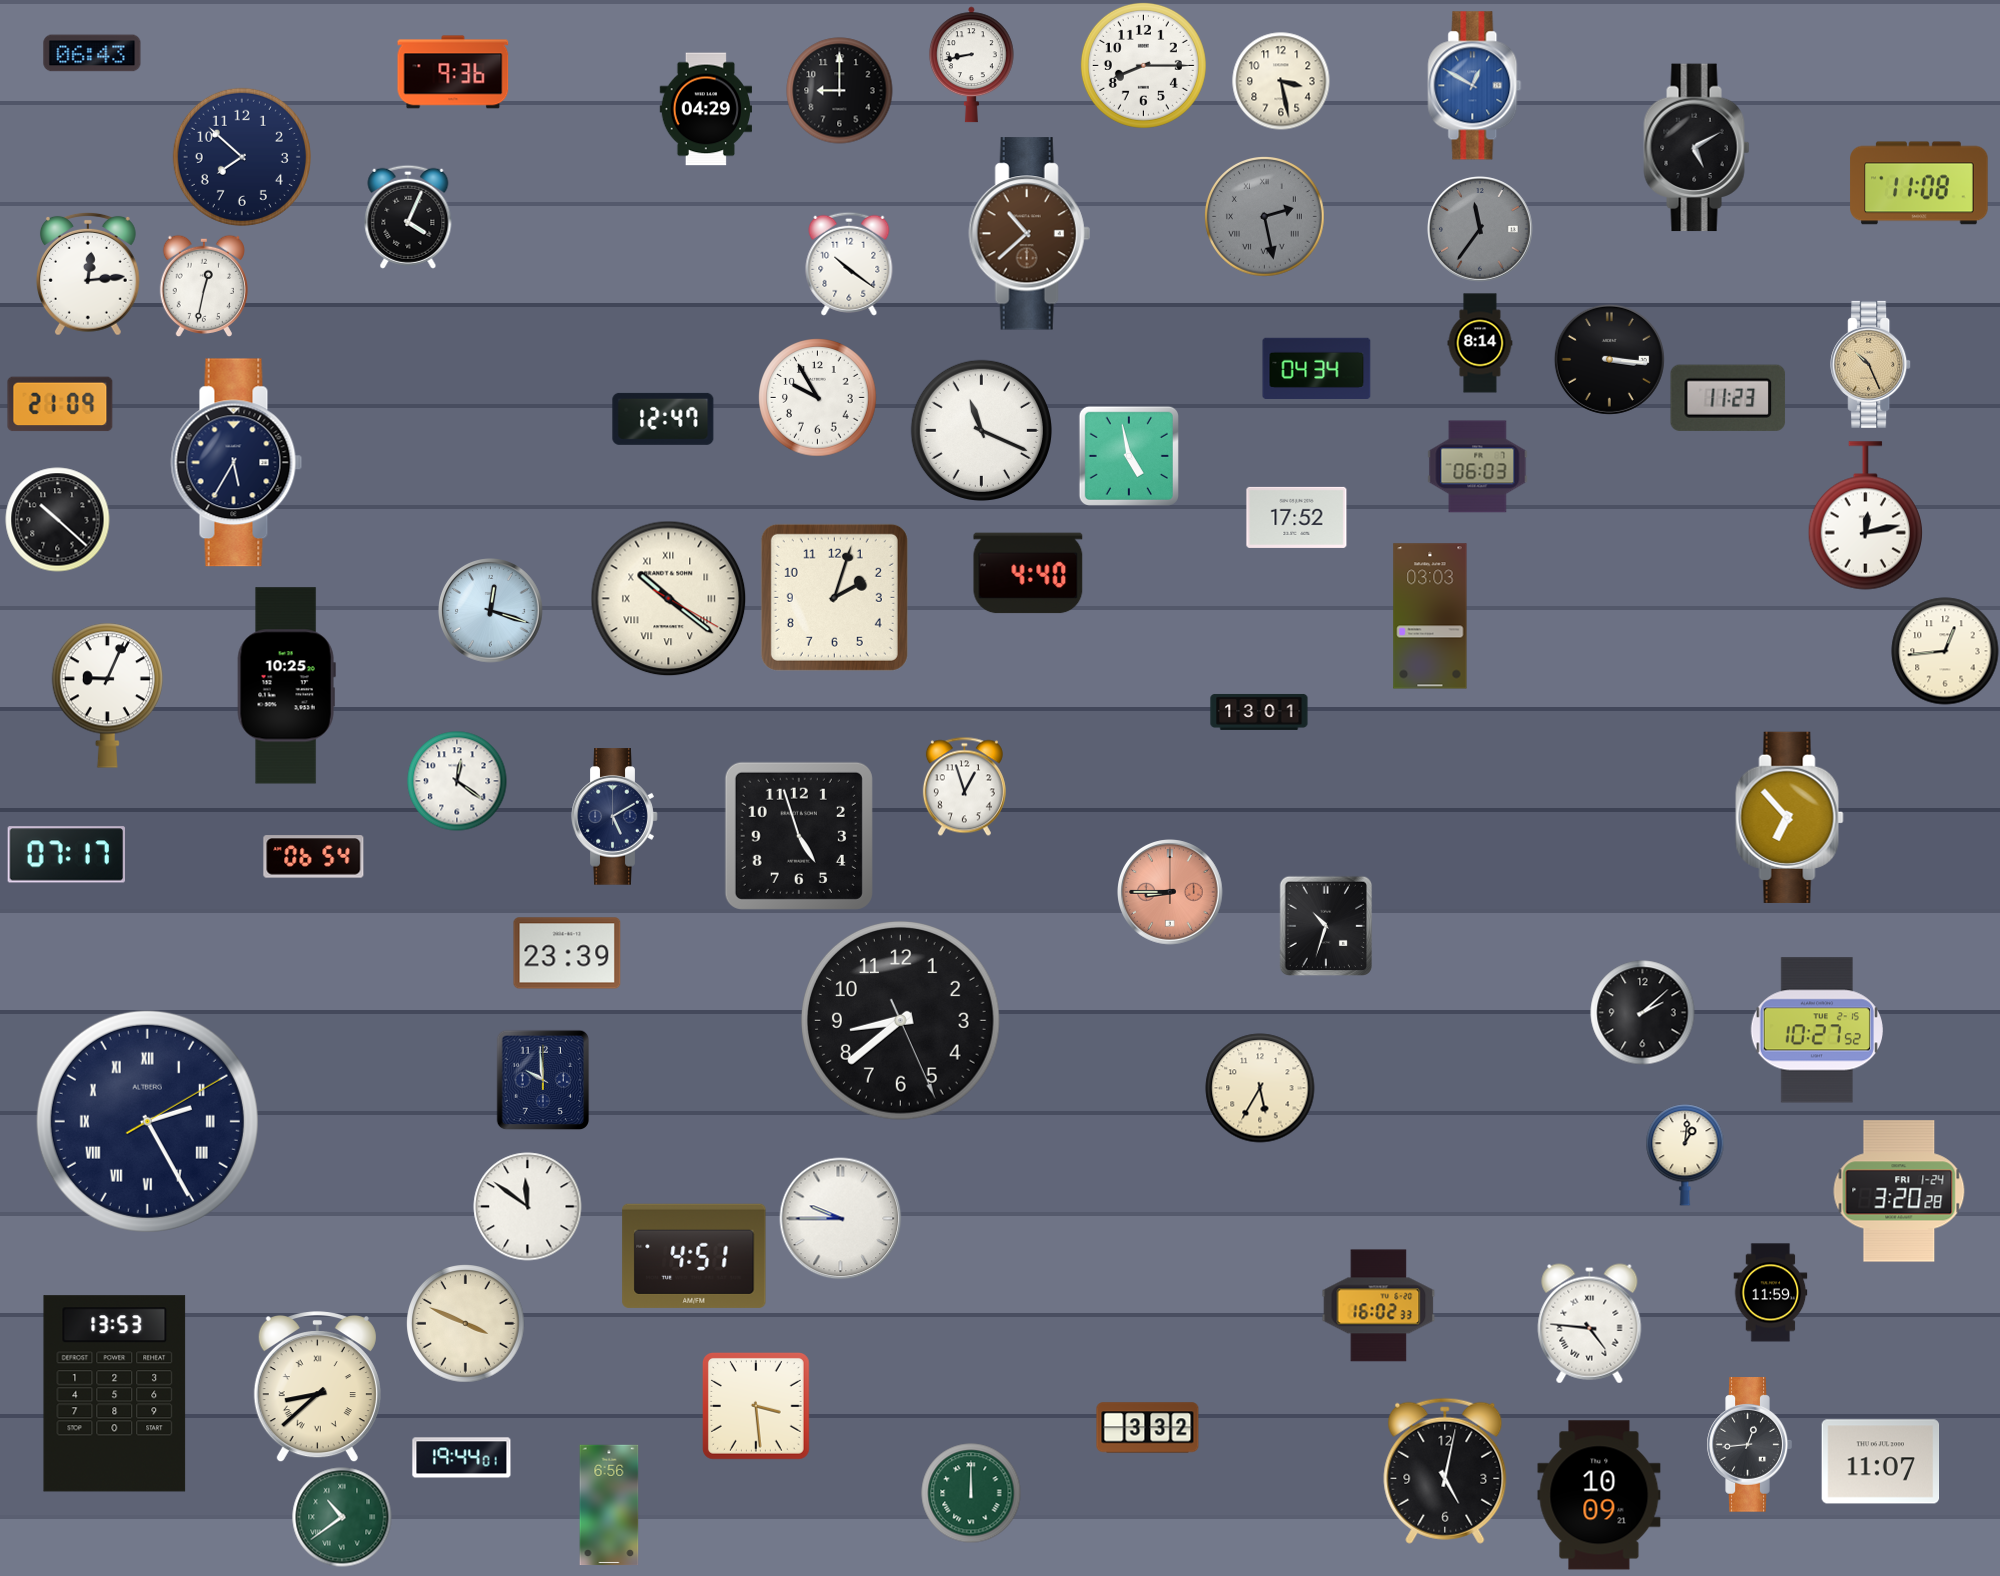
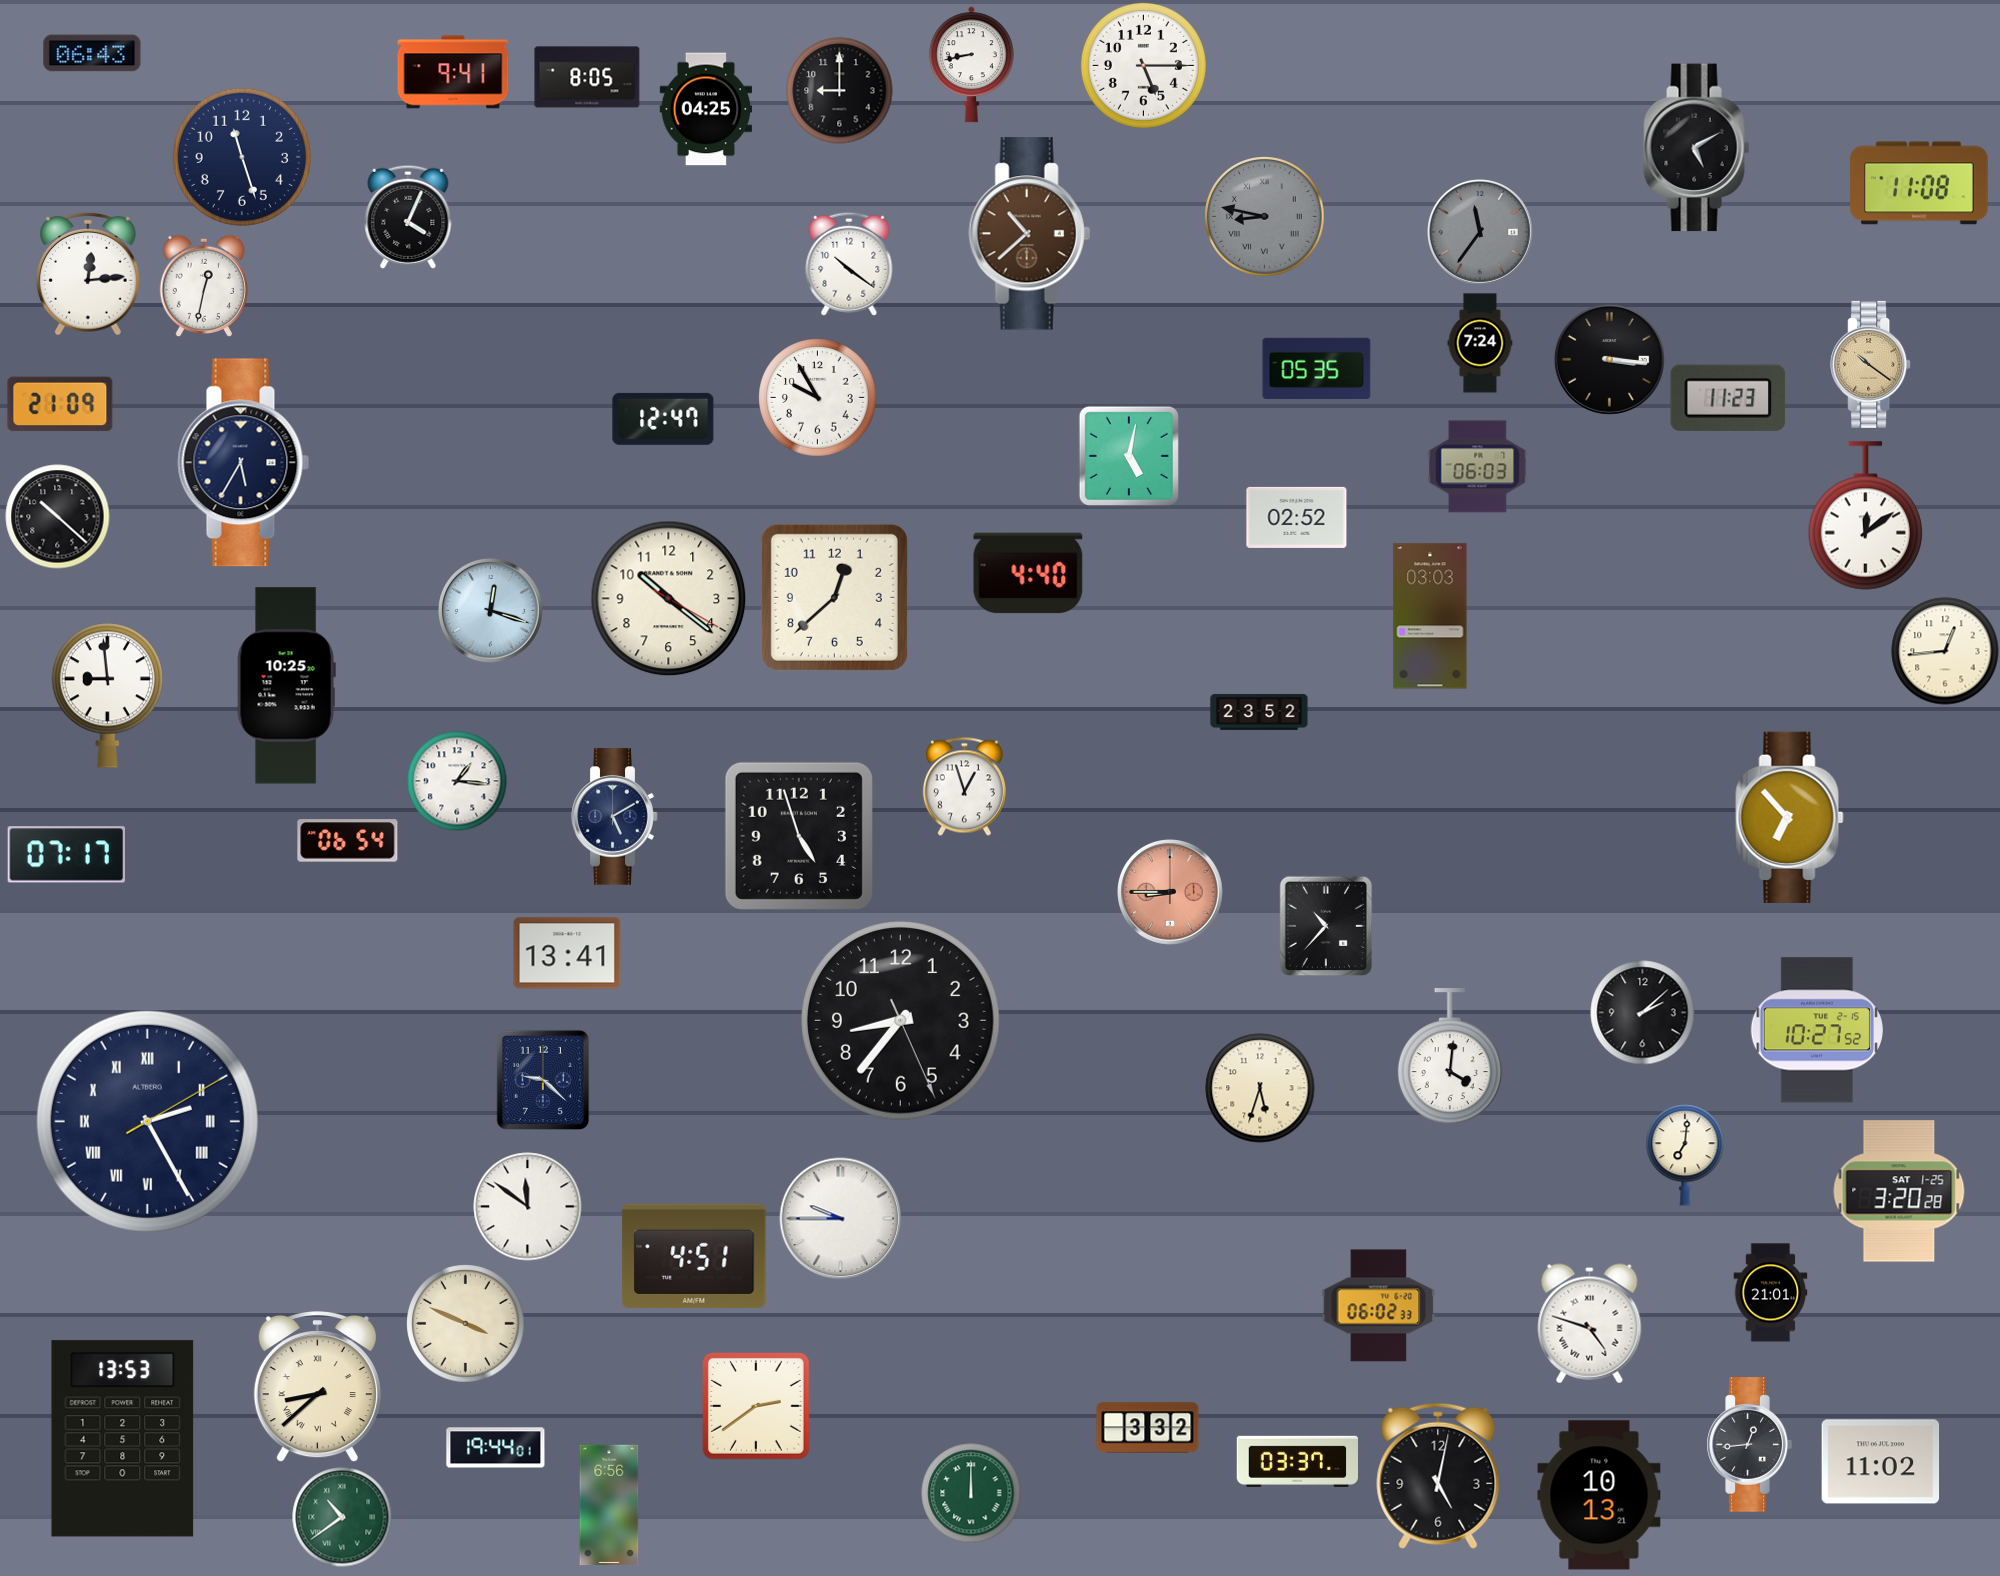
clock at (1143, 65): 8:15 -> 5:15
clock at (453, 72): 9:36 -> 9:41
clock at (587, 77): none -> 8:05
clock at (1281, 81): 3:28 -> none
clock at (1475, 86): 12:50 -> none
clock at (705, 109): 04:29 -> 04:25
clock at (242, 157): 7:52 -> 11:27
clock at (1265, 217): 2:28 -> 8:47
clock at (1481, 230) position: (1481, 230) -> (1481, 233)
clock at (1480, 343): 8:14 -> 7:24
clock at (1871, 364): 10:26 -> 10:21
clock at (1317, 368): 04:34 -> 05:35
clock at (981, 430): 11:19 -> none
clock at (1129, 456): 4:58 -> 5:02
clock at (237, 463) position: (237, 463) -> (244, 463)
clock at (1865, 516): 12:13 -> 12:09
clock at (1297, 517): 17:52 -> 02:52
clock at (58, 520) position: (58, 520) -> (58, 517)
clock at (834, 597): 2:03 -> 12:38
clock at (669, 599) numerals: Roman -> Arabic
clock at (107, 695): 9:04 -> 8:59
clock at (1259, 712): 13:01 -> 23:52
clock at (457, 781): 12:21 -> 1:16
clock at (314, 857) position: (314, 857) -> (348, 841)
clock at (1326, 926): 10:33 -> 10:37
clock at (567, 953): 23:39 -> 13:41
clock at (901, 1021): 8:38 -> 8:36
clock at (1450, 1057): none -> 4:01
clock at (543, 1080): 9:59 -> 9:22
clock at (1260, 1088): 5:35 -> 5:33
clock at (1685, 1155): 1:01 -> 7:01
clock at (1899, 1191) date: FRI 1-24 -> SAT 1-25
clock at (1771, 1293): 11:59 -> 21:01
clock at (1379, 1306): 16:02 -> 06:02
clock at (1590, 1324): 4:46 -> 4:48
clock at (115, 1394) position: (115, 1394) -> (123, 1439)
clock at (757, 1407): 3:29 -> 2:39
clock at (462, 1458) position: (462, 1458) -> (496, 1448)
clock at (1297, 1461): none -> 03:37
clock at (1881, 1462): 11:07 -> 11:02
clock at (1445, 1471) position: (1445, 1471) -> (1438, 1476)
clock at (1599, 1495): 10:09 -> 10:13
